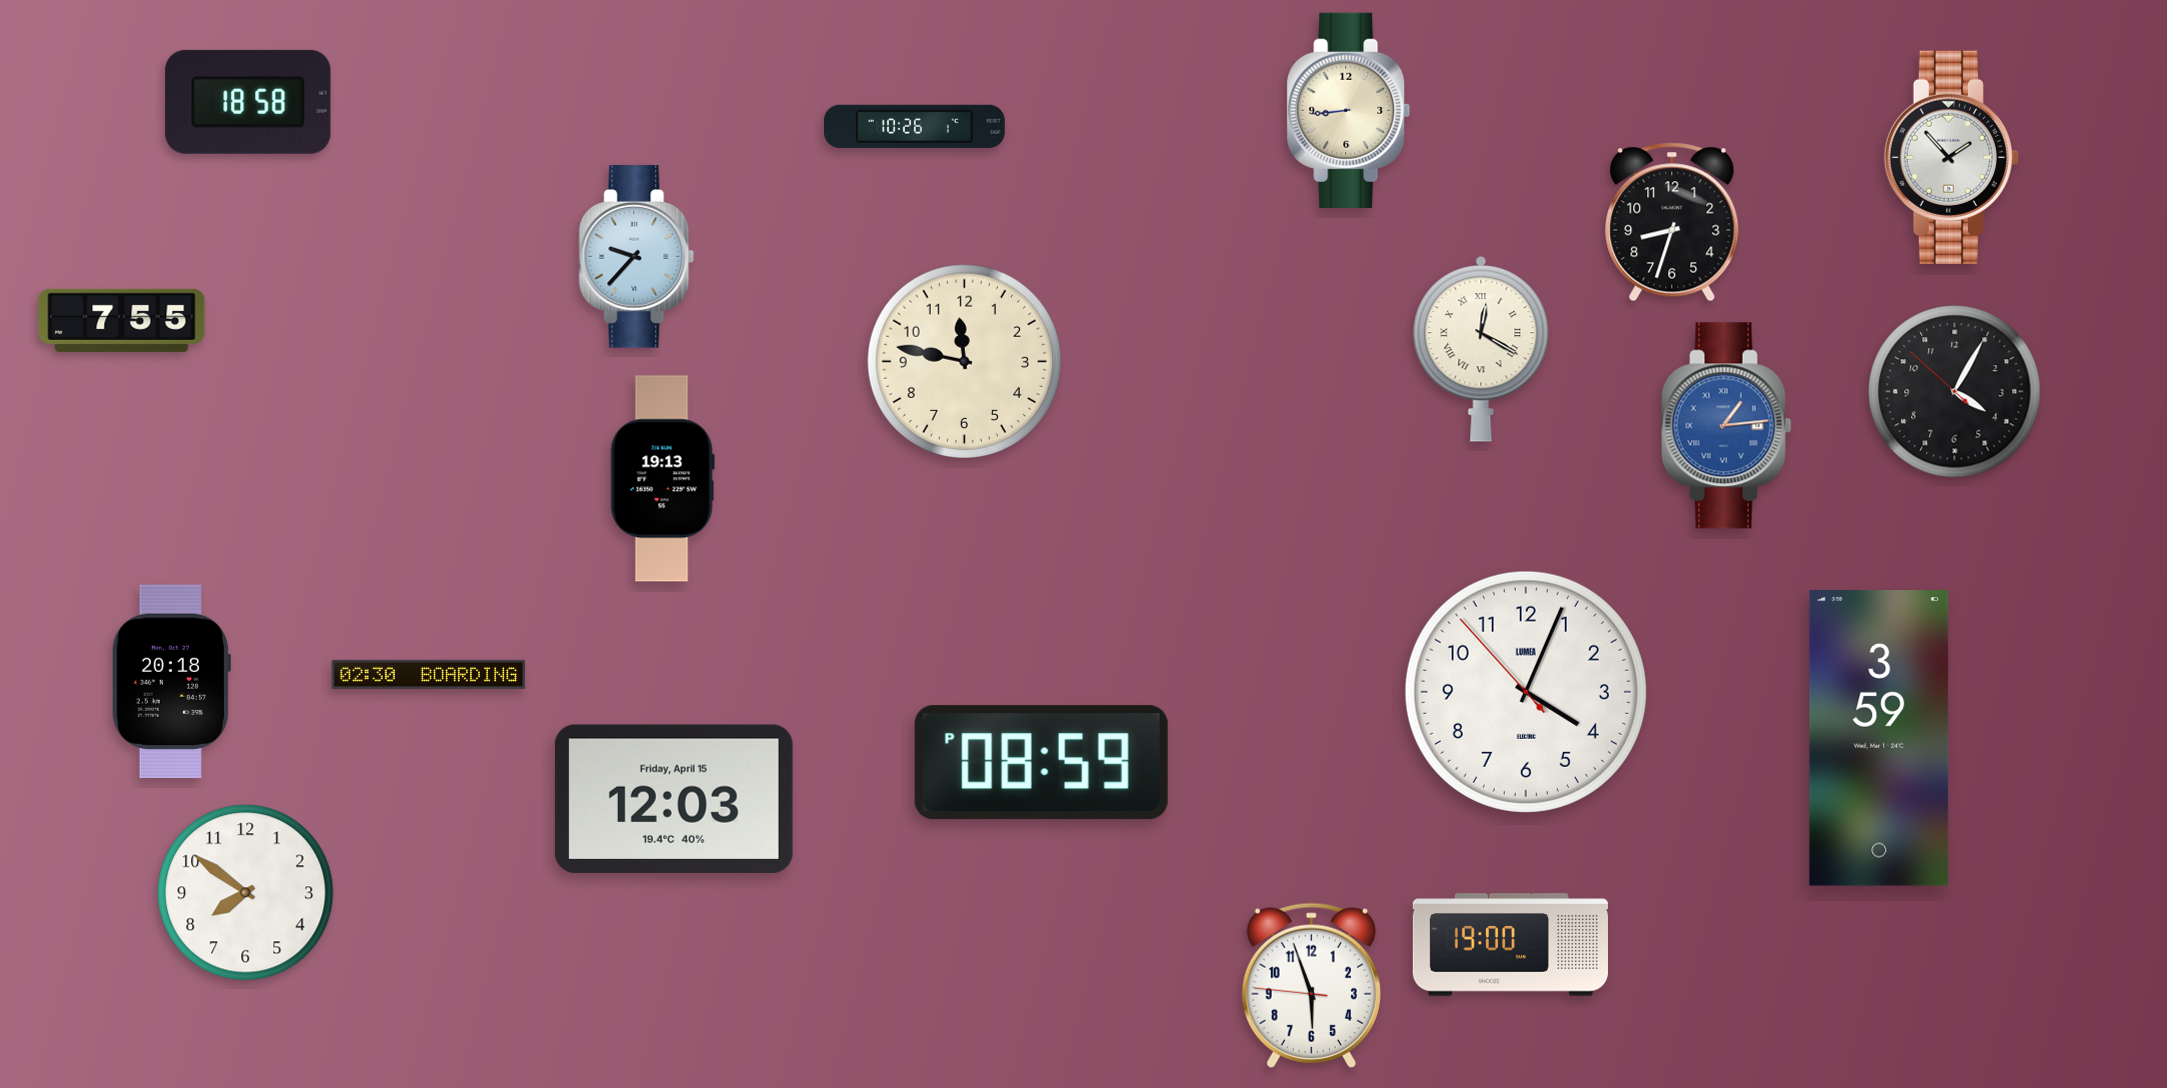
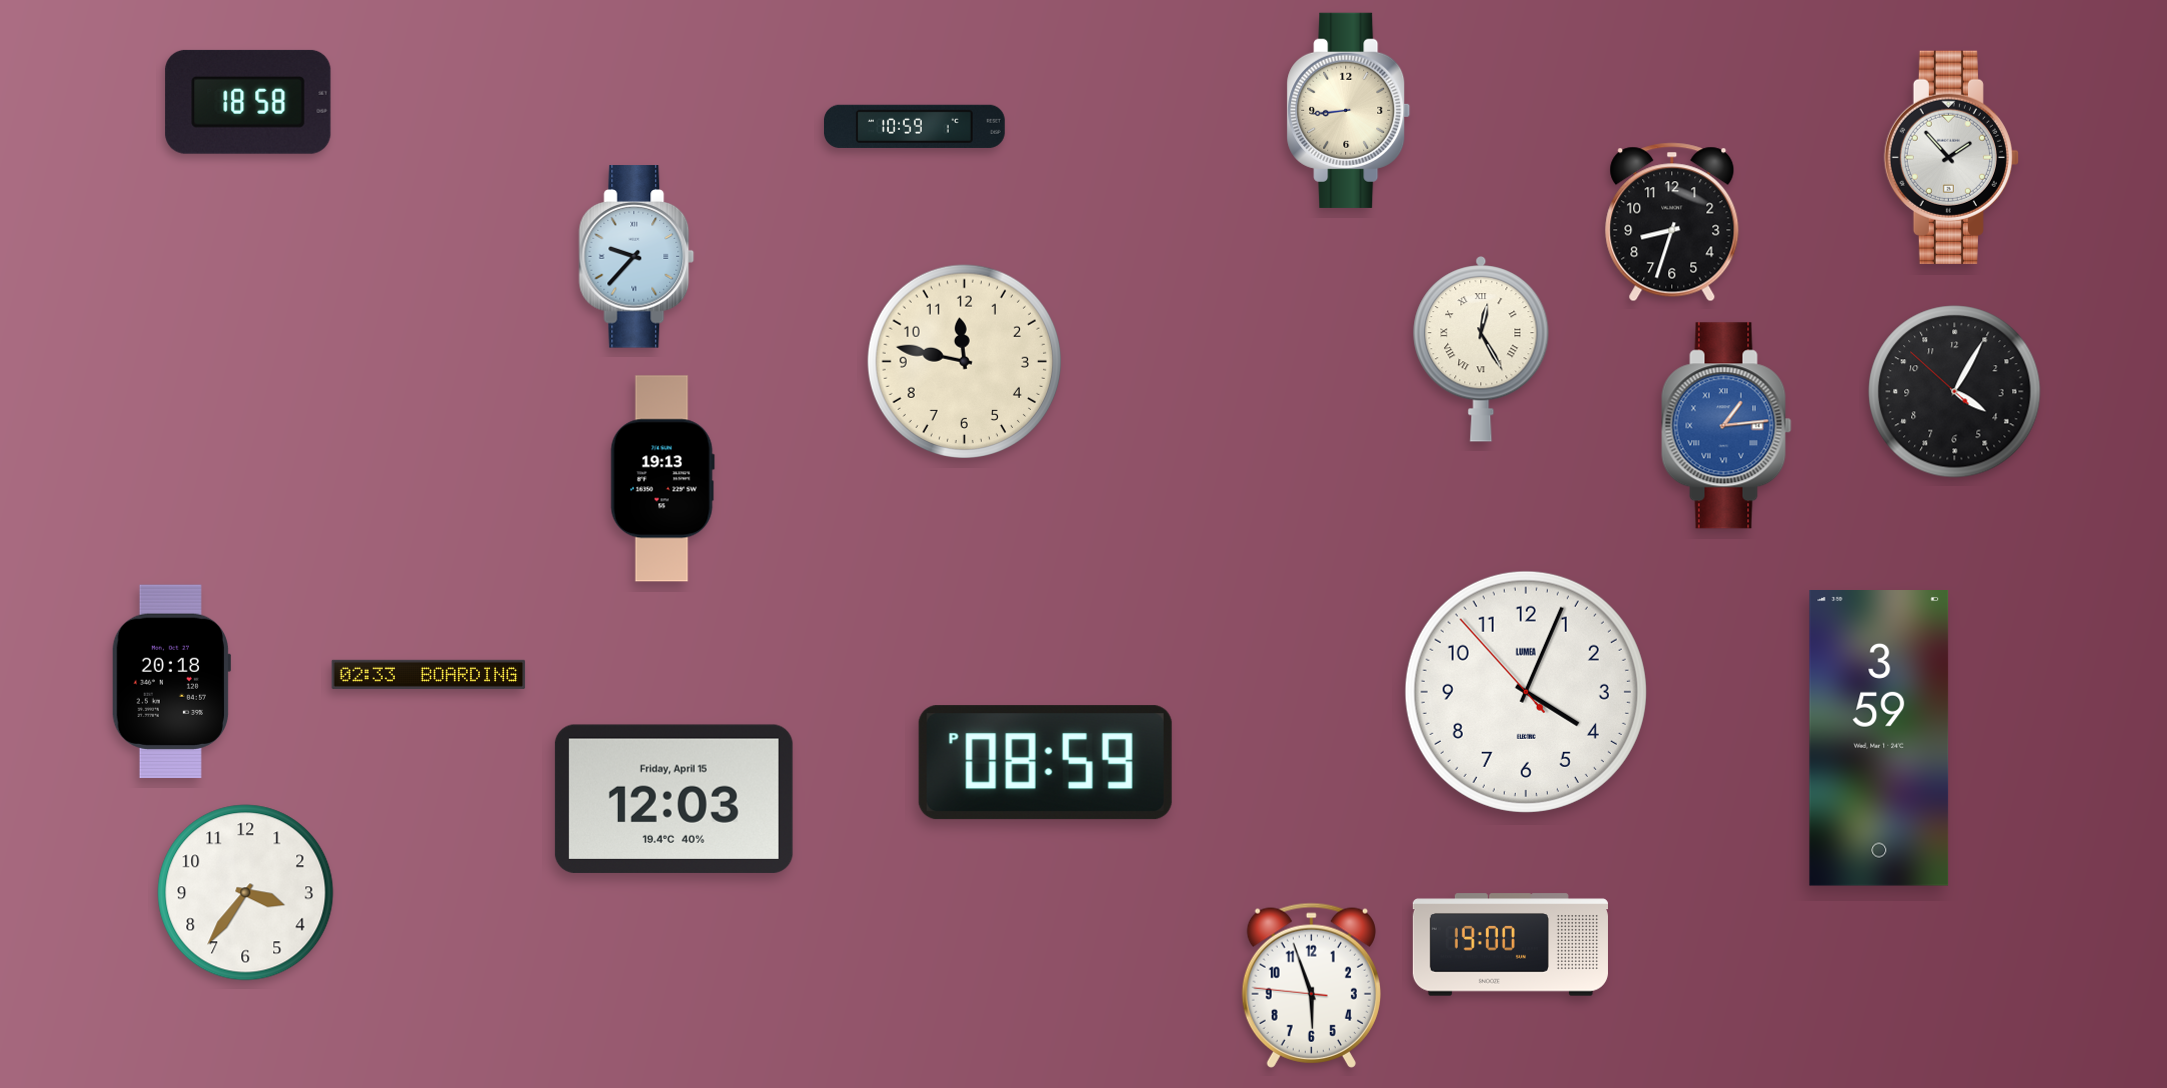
clock at (914, 126): 10:26 -> 10:59
clock at (122, 320): 7:55 -> none
clock at (1481, 350): 12:20 -> 12:25
clock at (429, 674): 02:30 -> 02:33
clock at (1041, 763) position: (1041, 763) -> (1045, 763)
clock at (246, 893): 7:51 -> 3:36
